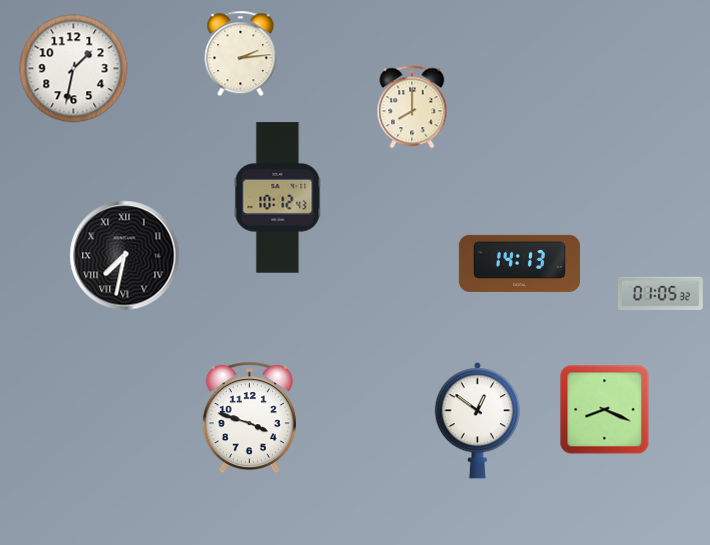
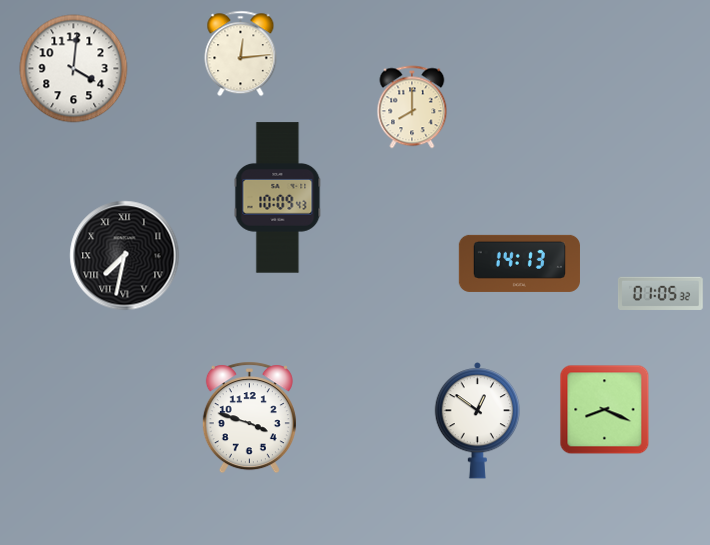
clock at (241, 54): 2:14 -> 12:14
clock at (74, 69): 1:32 -> 4:01
clock at (278, 198): 10:12 -> 10:09
